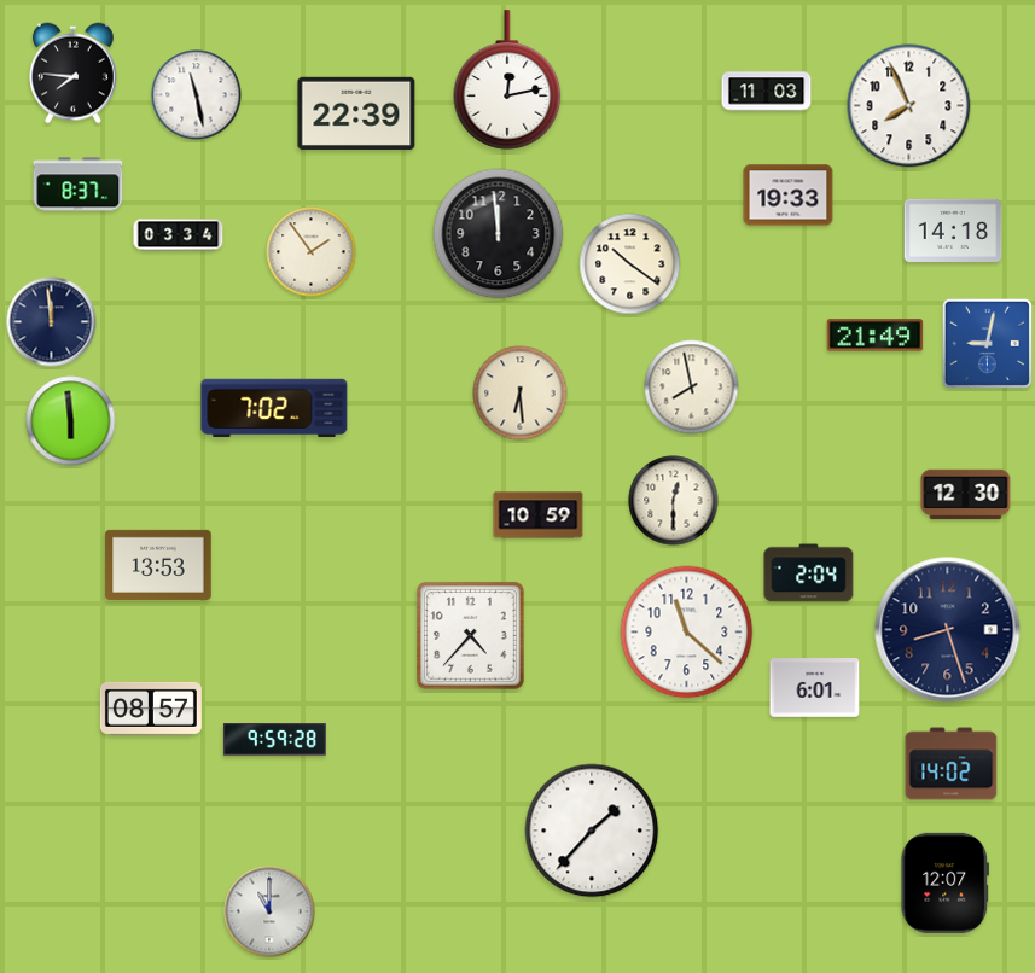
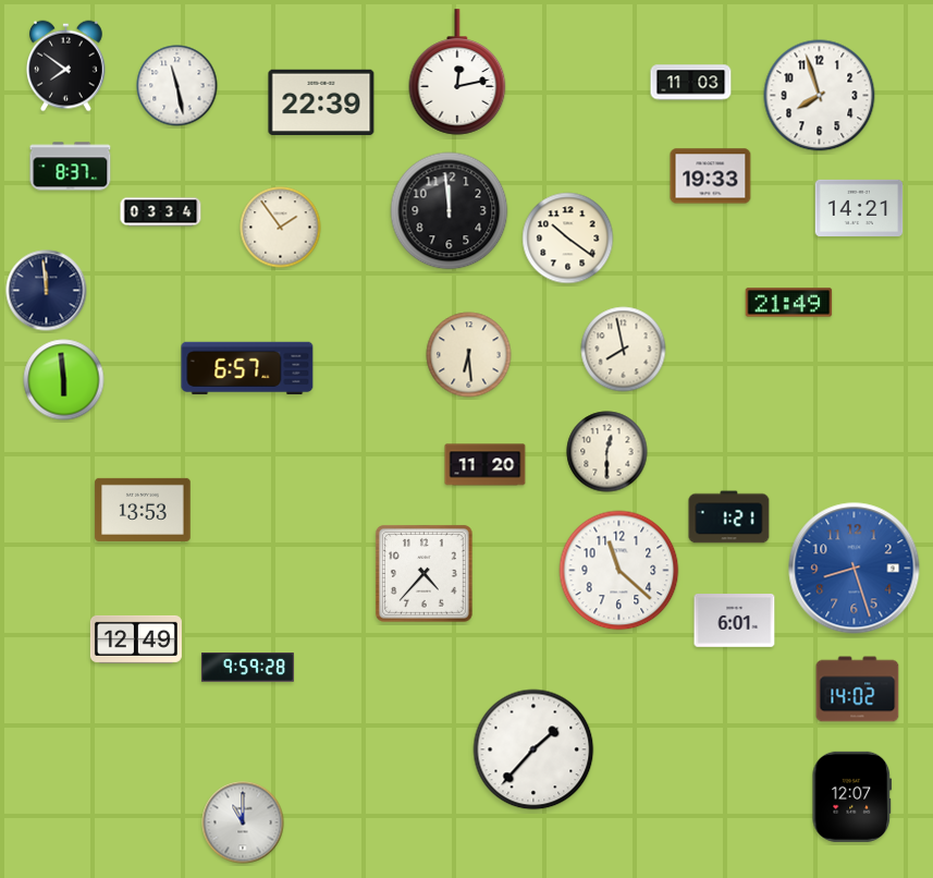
clock at (72, 74): 7:46 -> 7:51
clock at (909, 106): 7:56 -> 7:57
clock at (953, 231): 14:18 -> 14:21
clock at (987, 343): 9:02 -> none
clock at (274, 408): 7:02 -> 6:57
clock at (966, 495): 12:30 -> none
clock at (539, 515): 10:59 -> 11:20
clock at (809, 573): 2:04 -> 1:21
clock at (948, 630) dial: navy -> blue
clock at (151, 709): 08:57 -> 12:49
